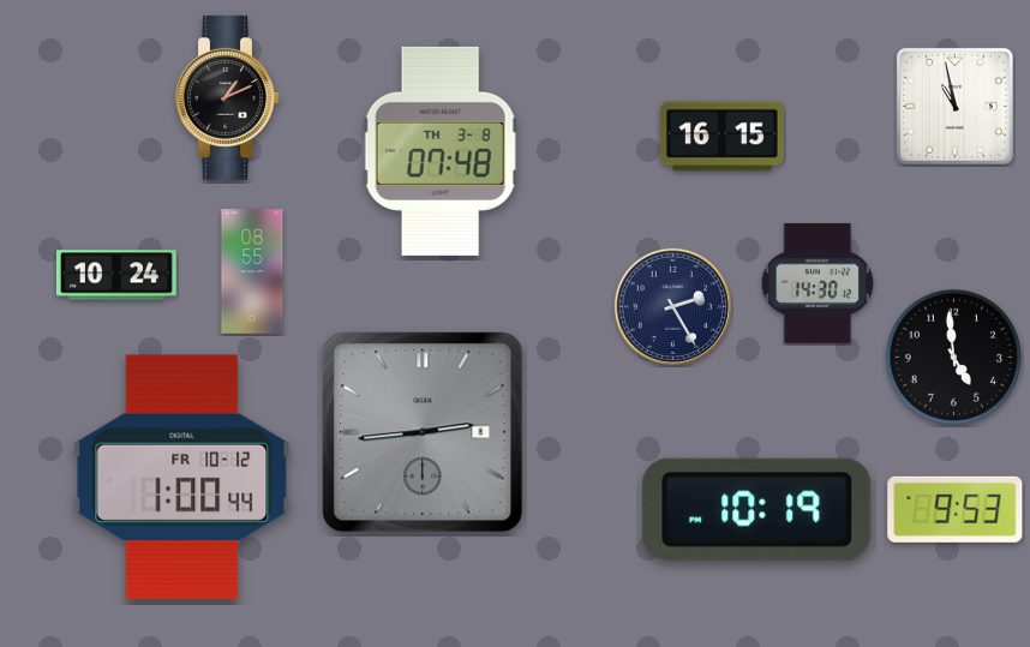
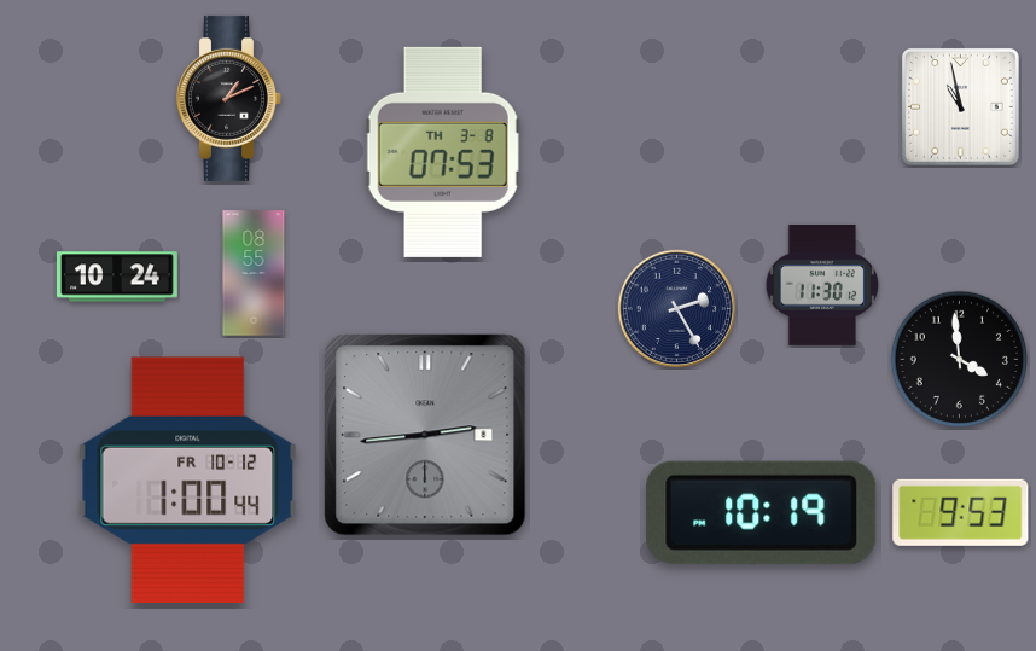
clock at (723, 137): 16:15 -> none
clock at (441, 151): 07:48 -> 07:53
clock at (818, 283): 14:30 -> 11:30
clock at (953, 357): 4:59 -> 3:59
clock at (182, 477) position: (182, 477) -> (188, 479)
